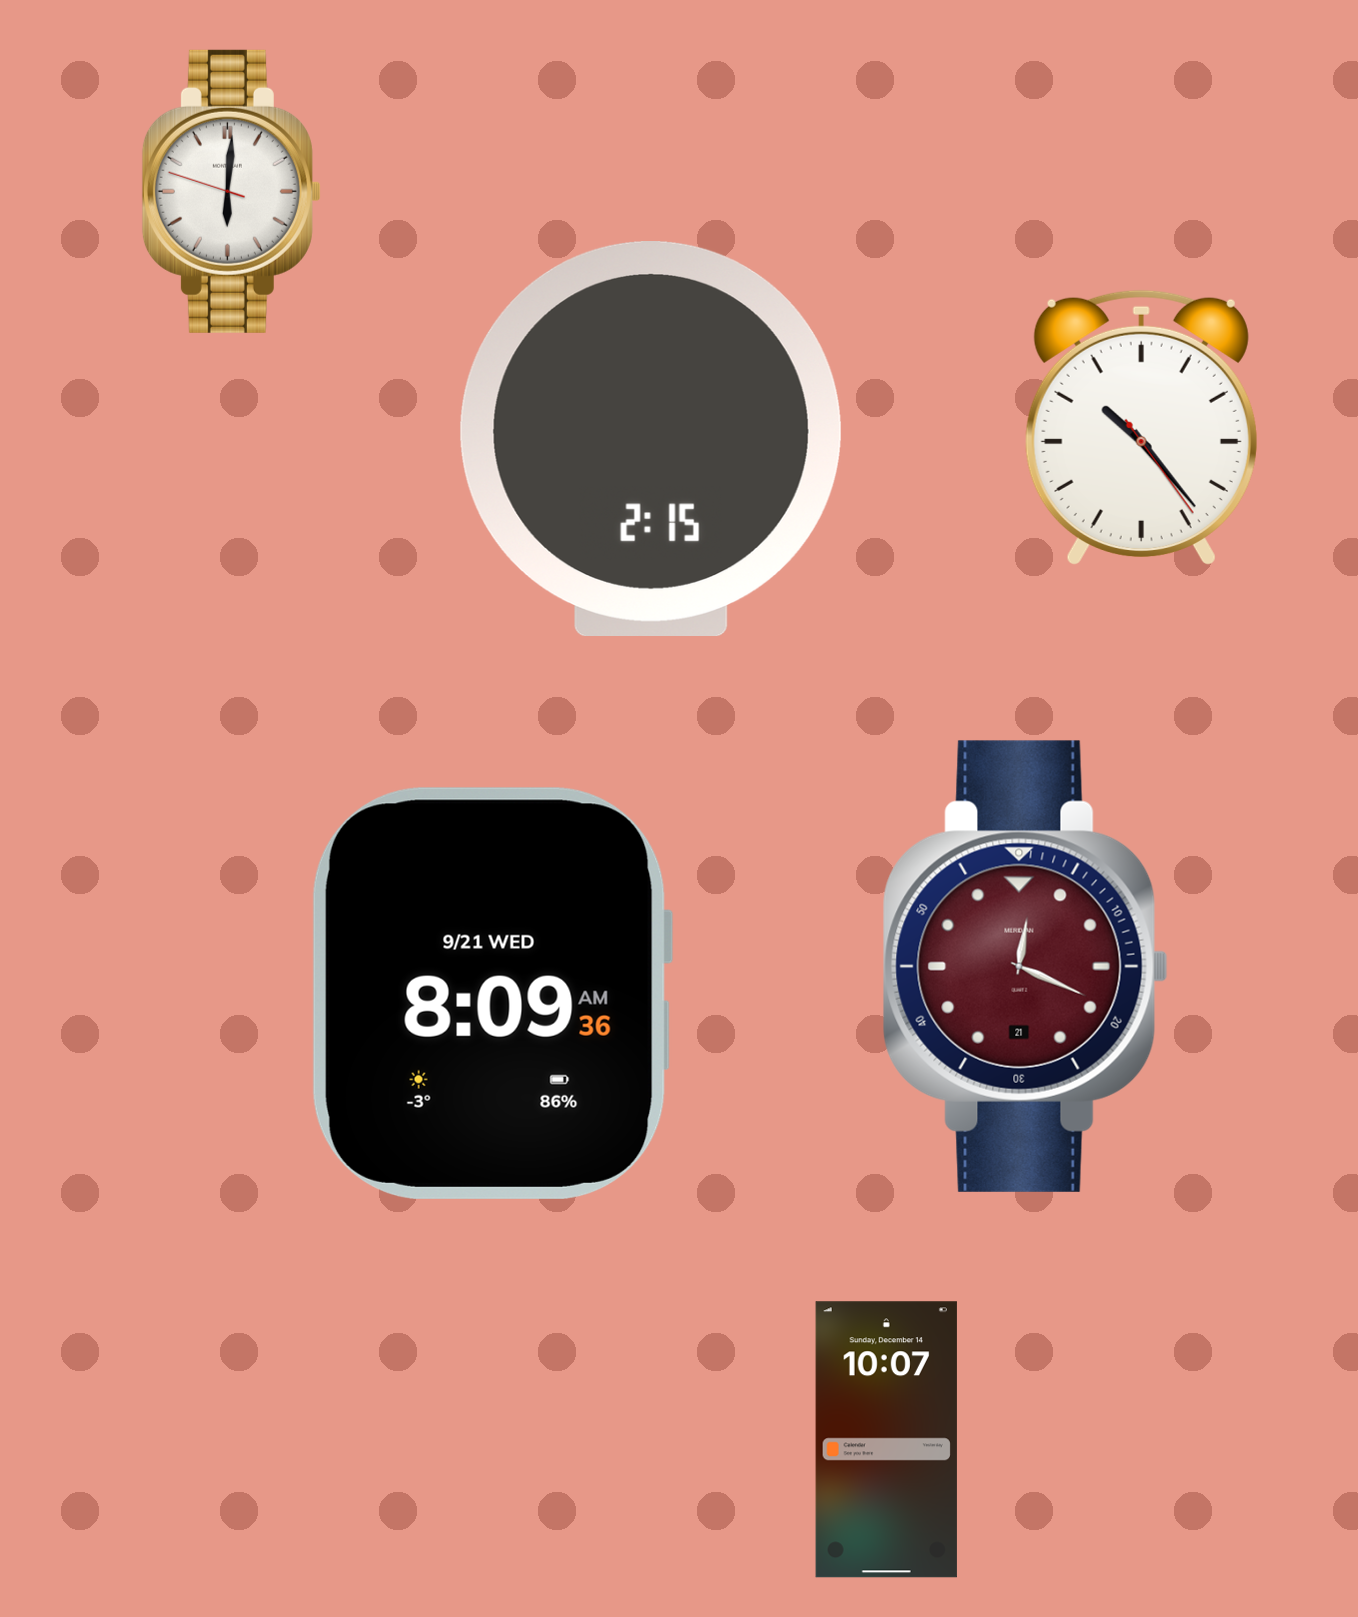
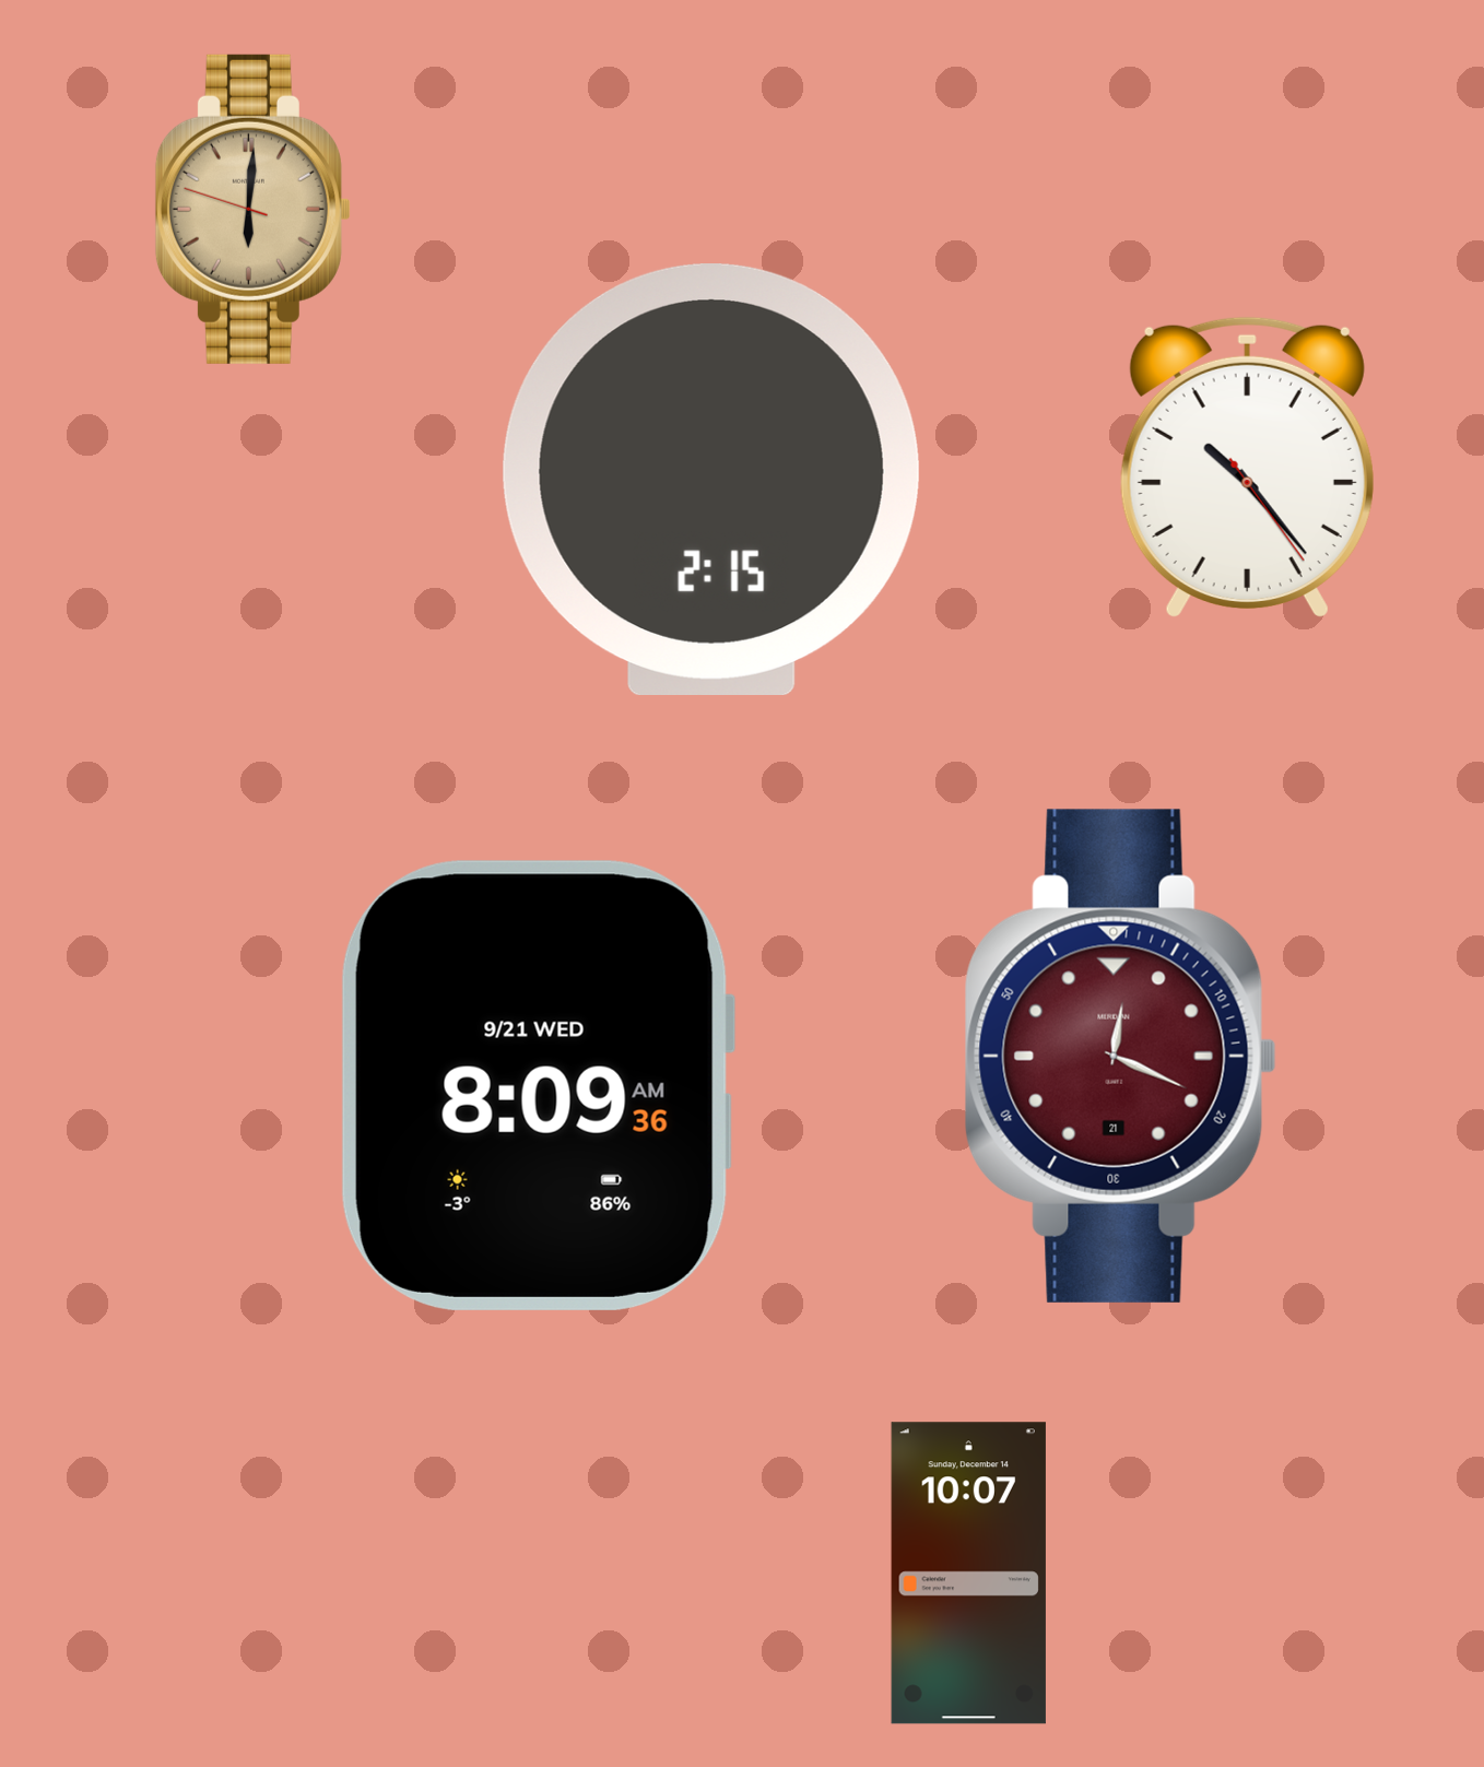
clock at (231, 191) dial: white -> champagne
